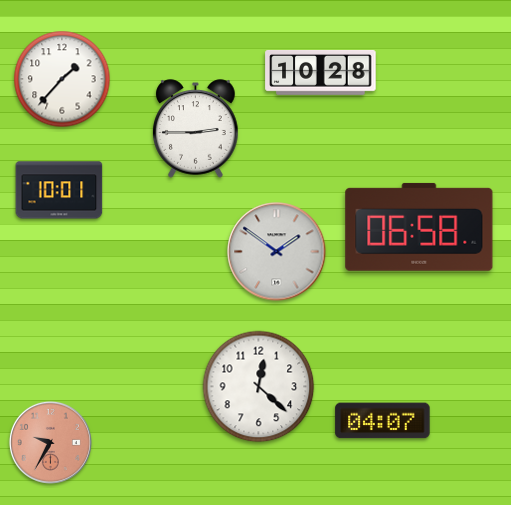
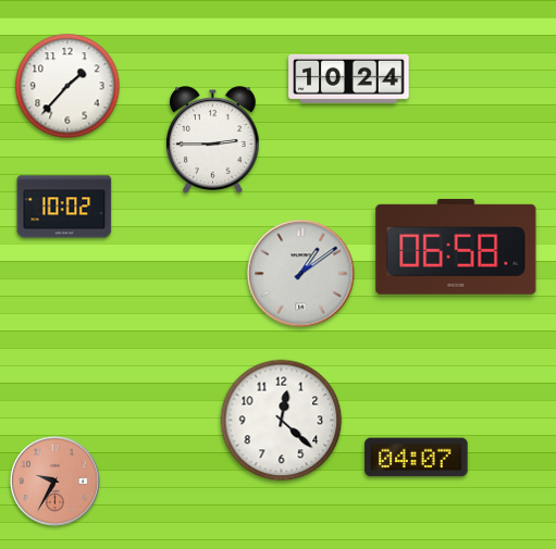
clock at (321, 72): 10:28 -> 10:24
clock at (59, 190): 10:01 -> 10:02
clock at (277, 252): 1:51 -> 1:09
